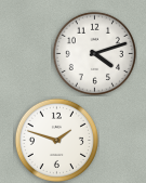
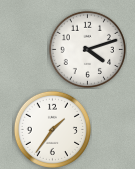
clock at (56, 140): 1:48 -> 1:36
